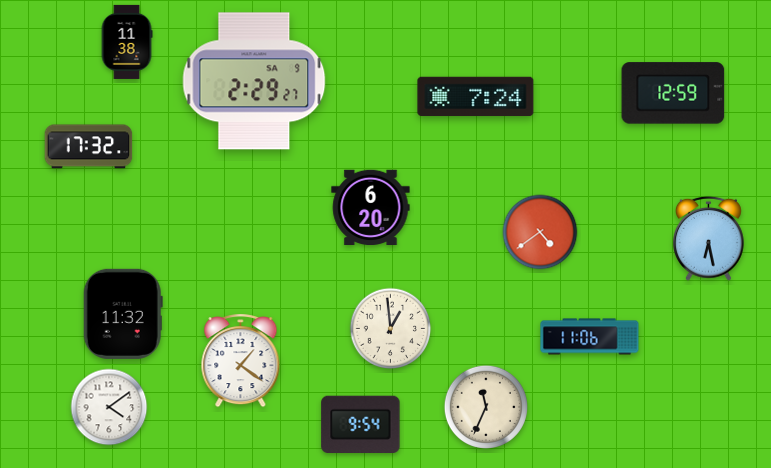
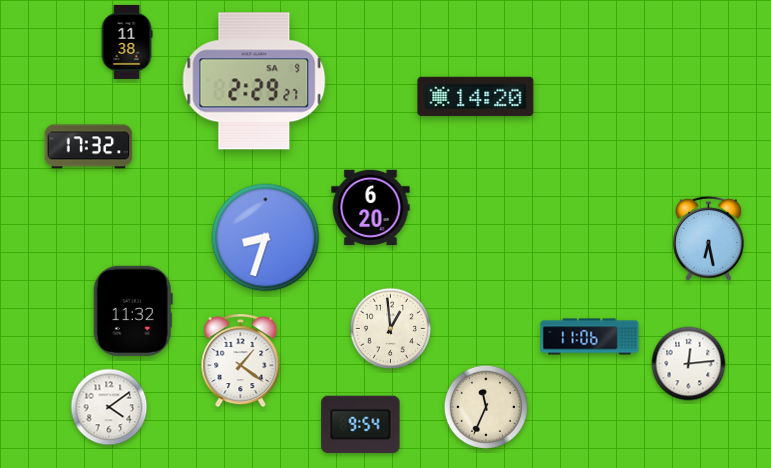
clock at (673, 93): 12:59 -> none
clock at (476, 97): 7:24 -> 14:20
clock at (540, 232): 4:39 -> none
clock at (266, 238): none -> 8:33
clock at (123, 314) position: (123, 314) -> (133, 311)
clock at (689, 364): none -> 12:14
